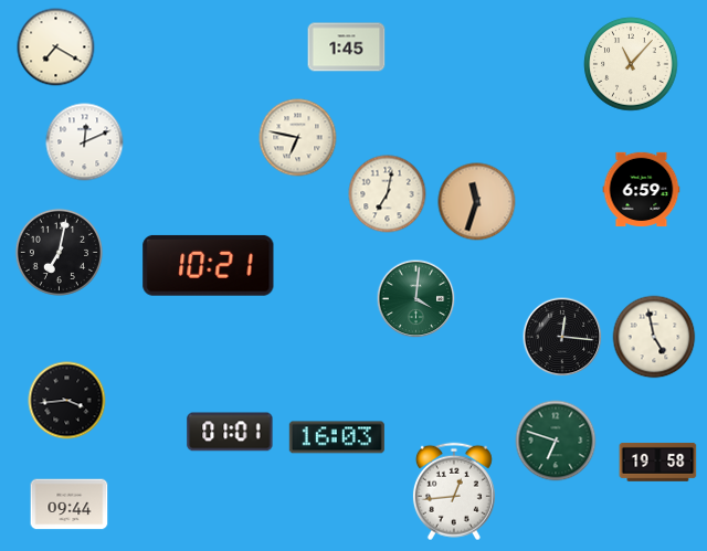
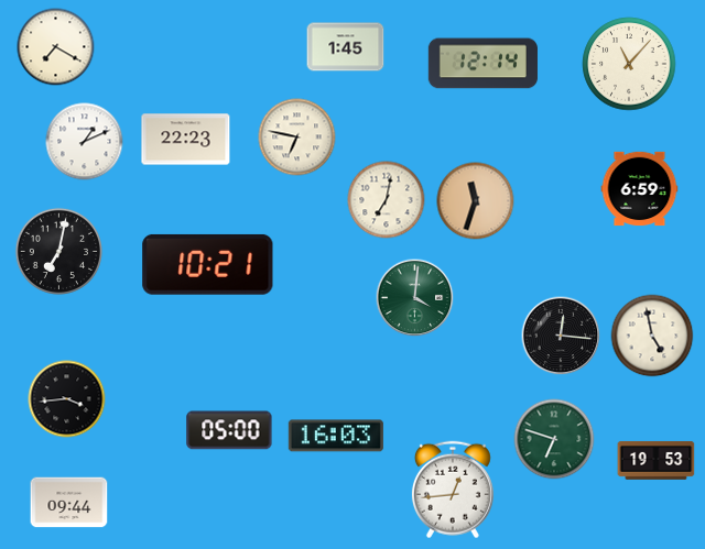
clock at (482, 64): none -> 12:14
clock at (186, 140): none -> 22:23
clock at (85, 142): 12:11 -> 1:11
clock at (388, 194) position: (388, 194) -> (387, 200)
clock at (230, 432): 01:01 -> 05:00
clock at (658, 462): 19:58 -> 19:53
